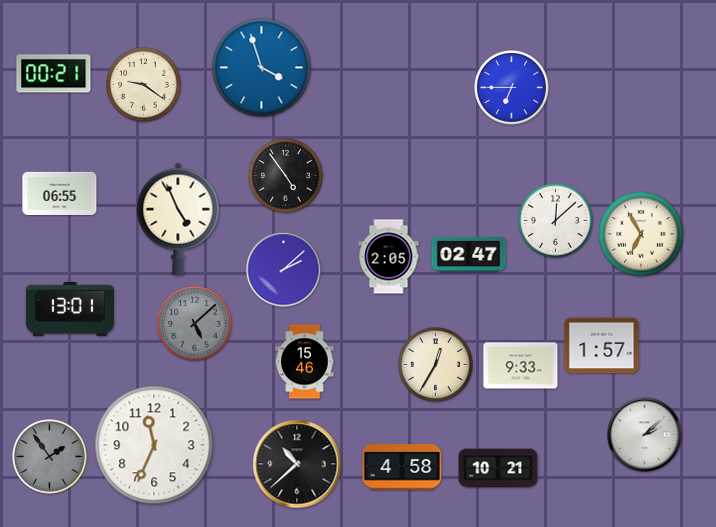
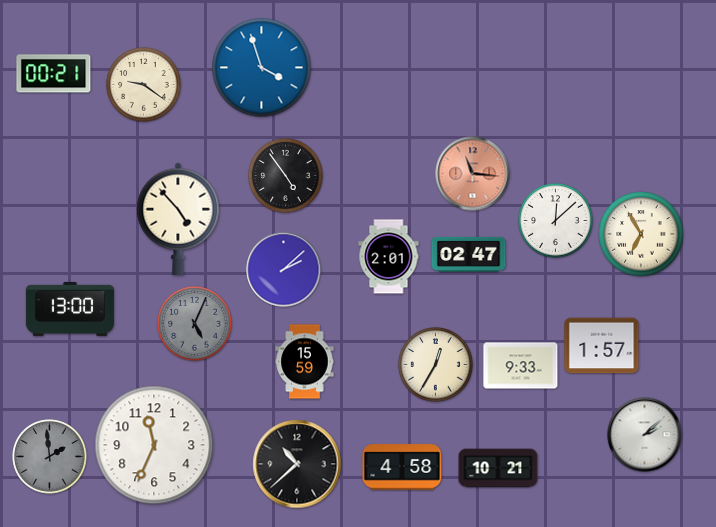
clock at (512, 88): 6:45 -> none
clock at (473, 174): none -> 11:16
clock at (60, 193): 06:55 -> none
clock at (178, 219): 4:56 -> 4:53
clock at (389, 257): 2:05 -> 2:01
clock at (70, 309): 13:01 -> 13:00
clock at (195, 324): 5:08 -> 5:04
clock at (305, 362): 15:46 -> 15:59
clock at (50, 457): 1:54 -> 1:59
